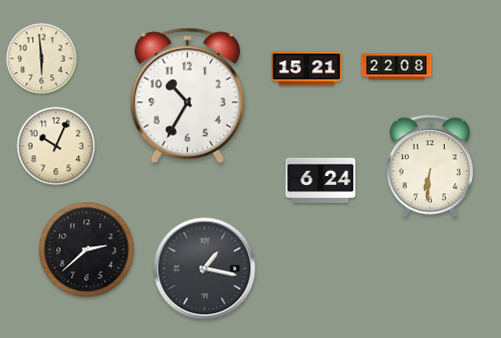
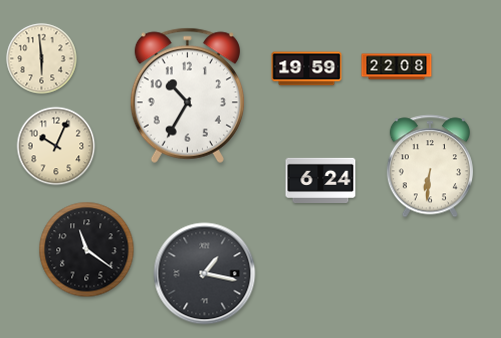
clock at (307, 69): 15:21 -> 19:59
clock at (87, 250): 2:38 -> 11:21
clock at (205, 269) position: (205, 269) -> (205, 274)
